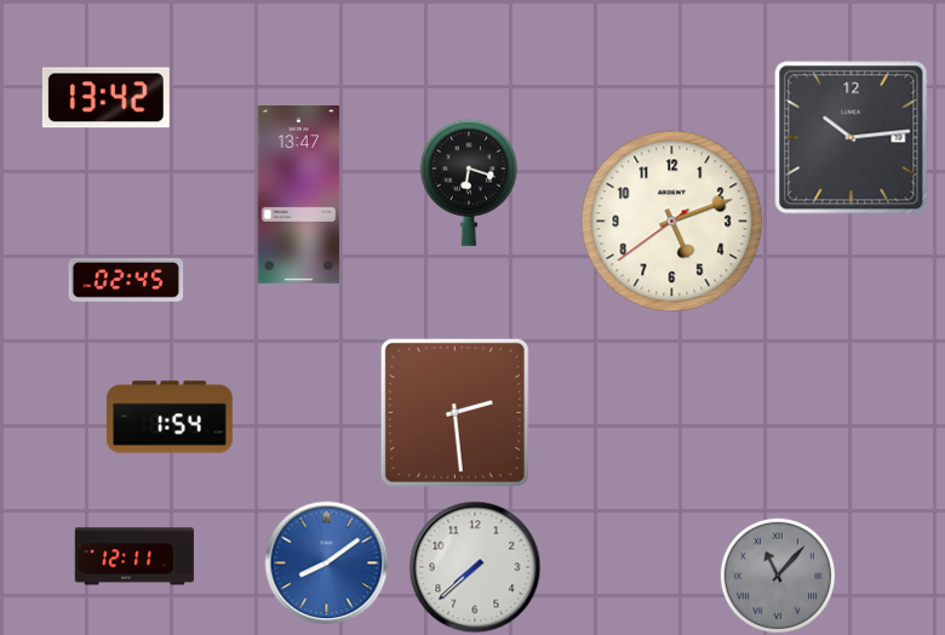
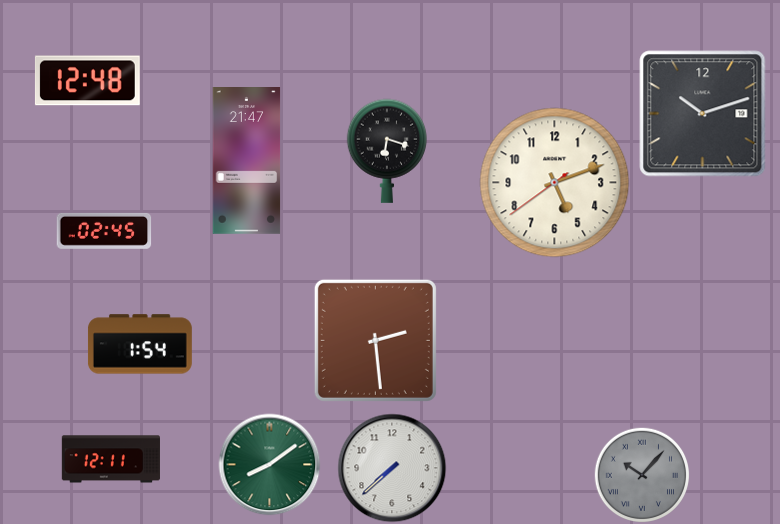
clock at (105, 98): 13:42 -> 12:48
clock at (852, 138): 10:14 -> 10:12
clock at (299, 195): 13:47 -> 21:47
clock at (327, 564) dial: blue -> green
clock at (777, 574): 11:07 -> 10:07
